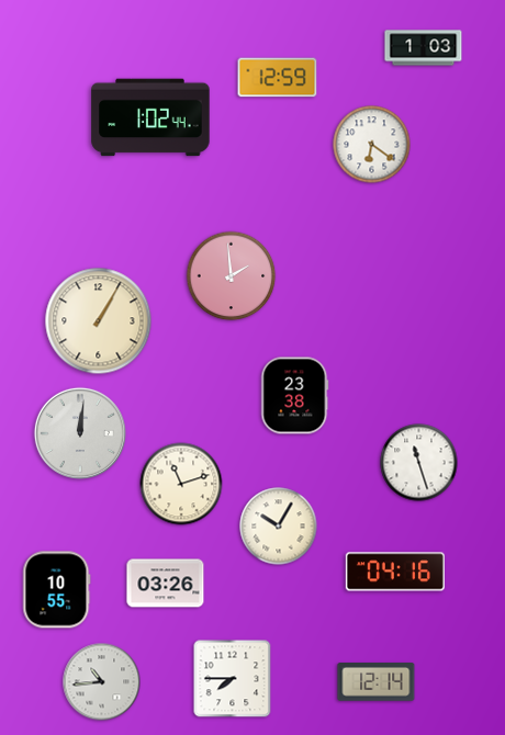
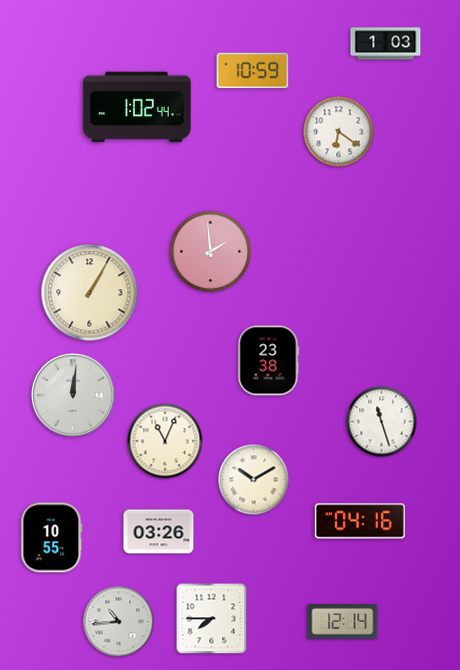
clock at (278, 78): 12:59 -> 10:59
clock at (181, 484): 11:12 -> 11:04
clock at (279, 527): 10:05 -> 10:10
clock at (166, 584) position: (166, 584) -> (159, 532)
clock at (102, 682) position: (102, 682) -> (119, 622)
